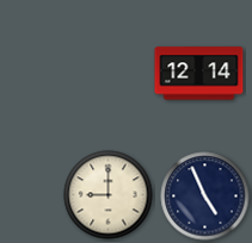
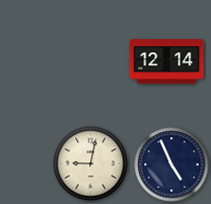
clock at (109, 195): 9:00 -> 9:02
